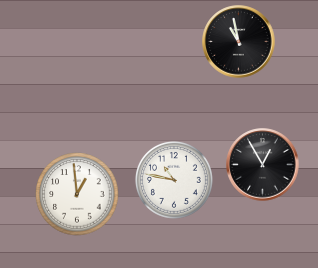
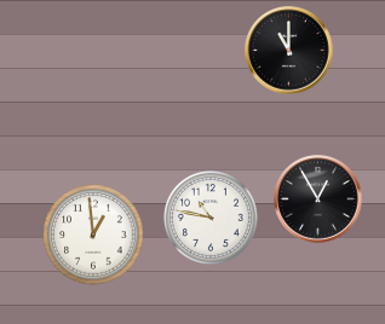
clock at (239, 42): 10:58 -> 11:00
